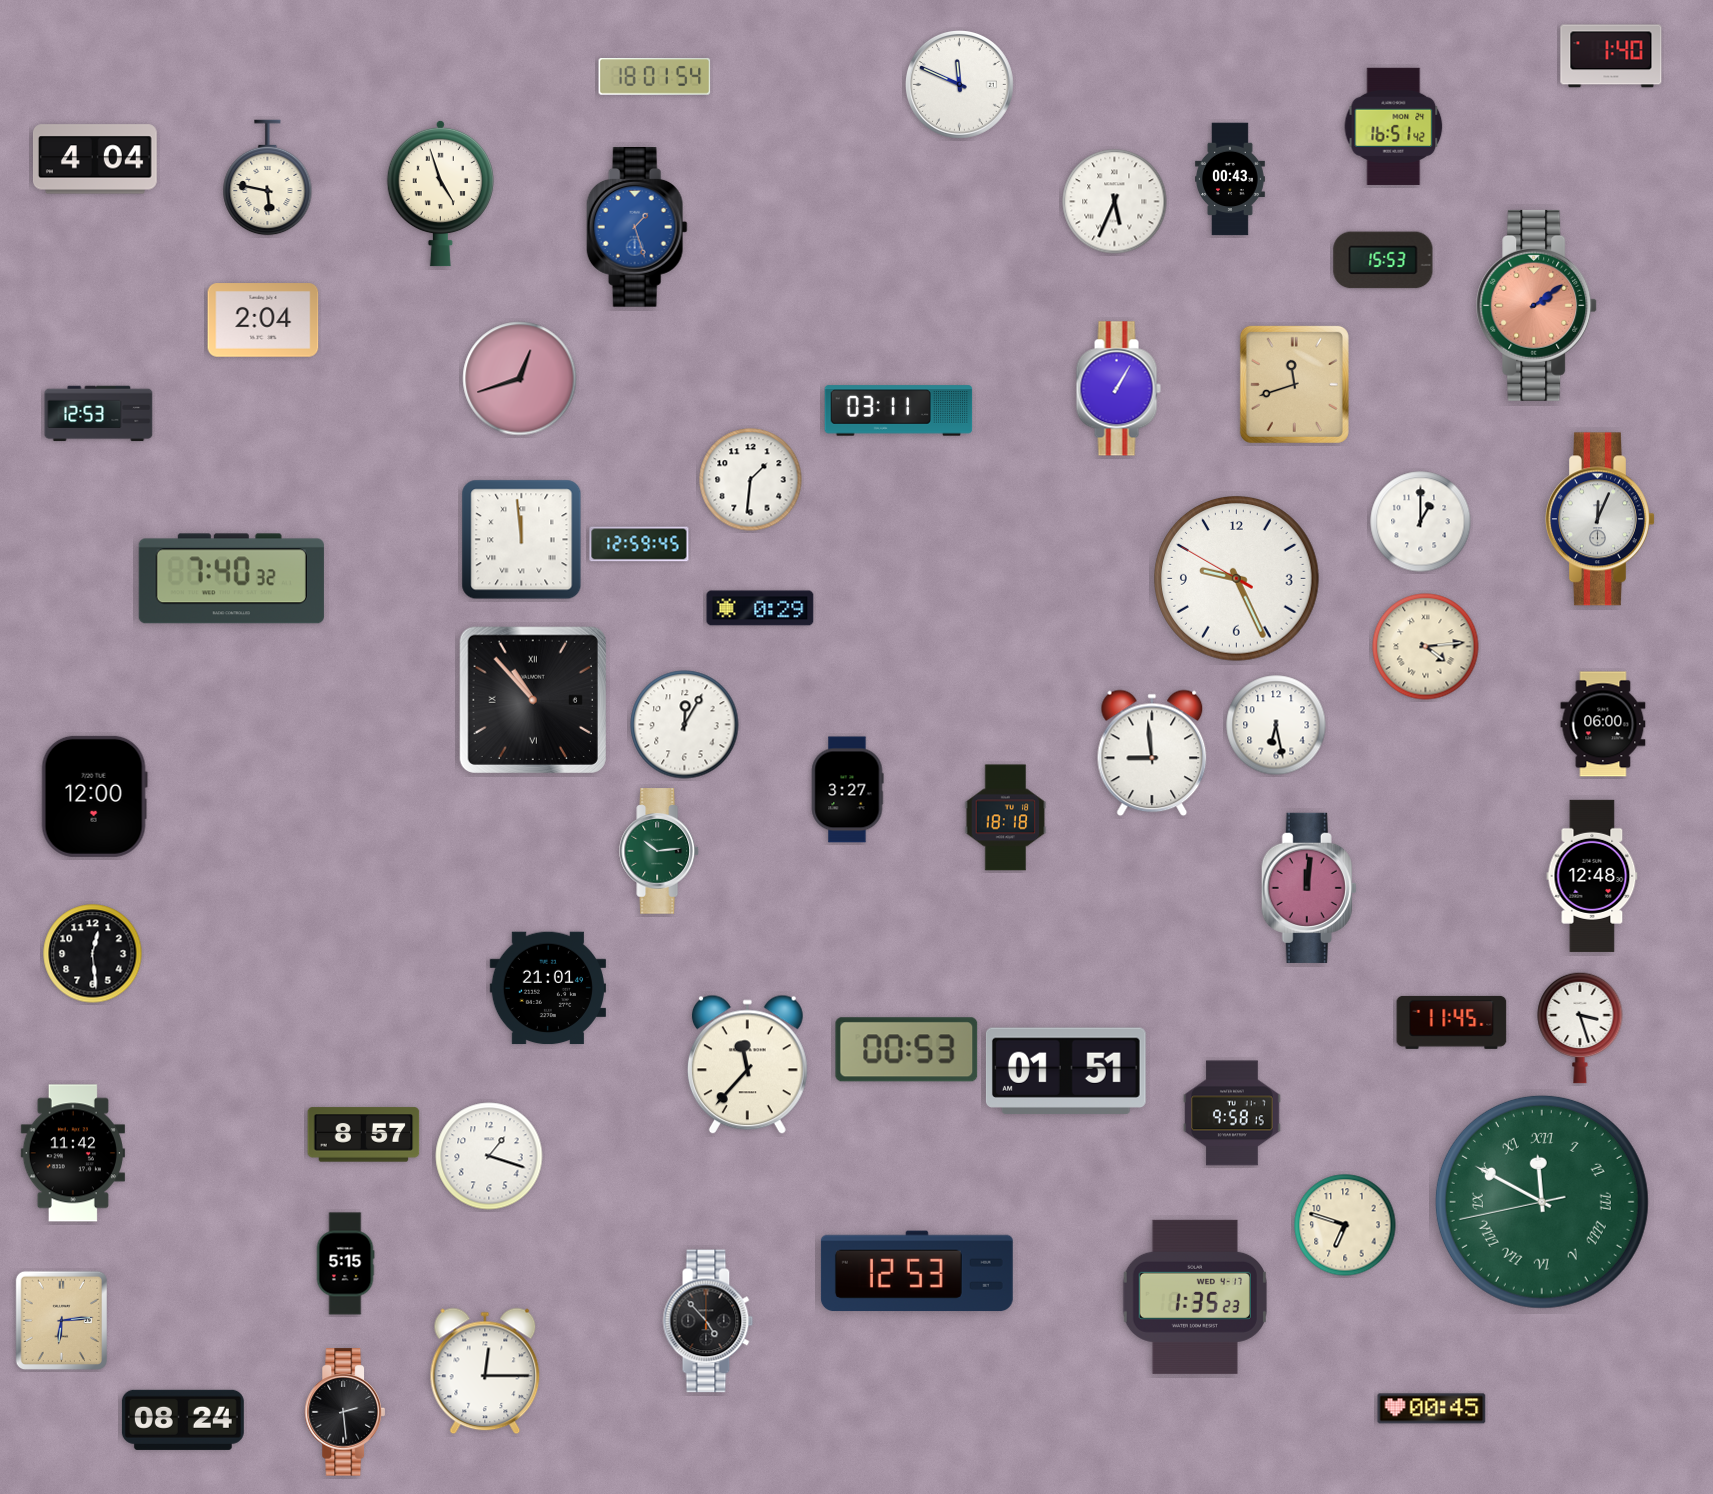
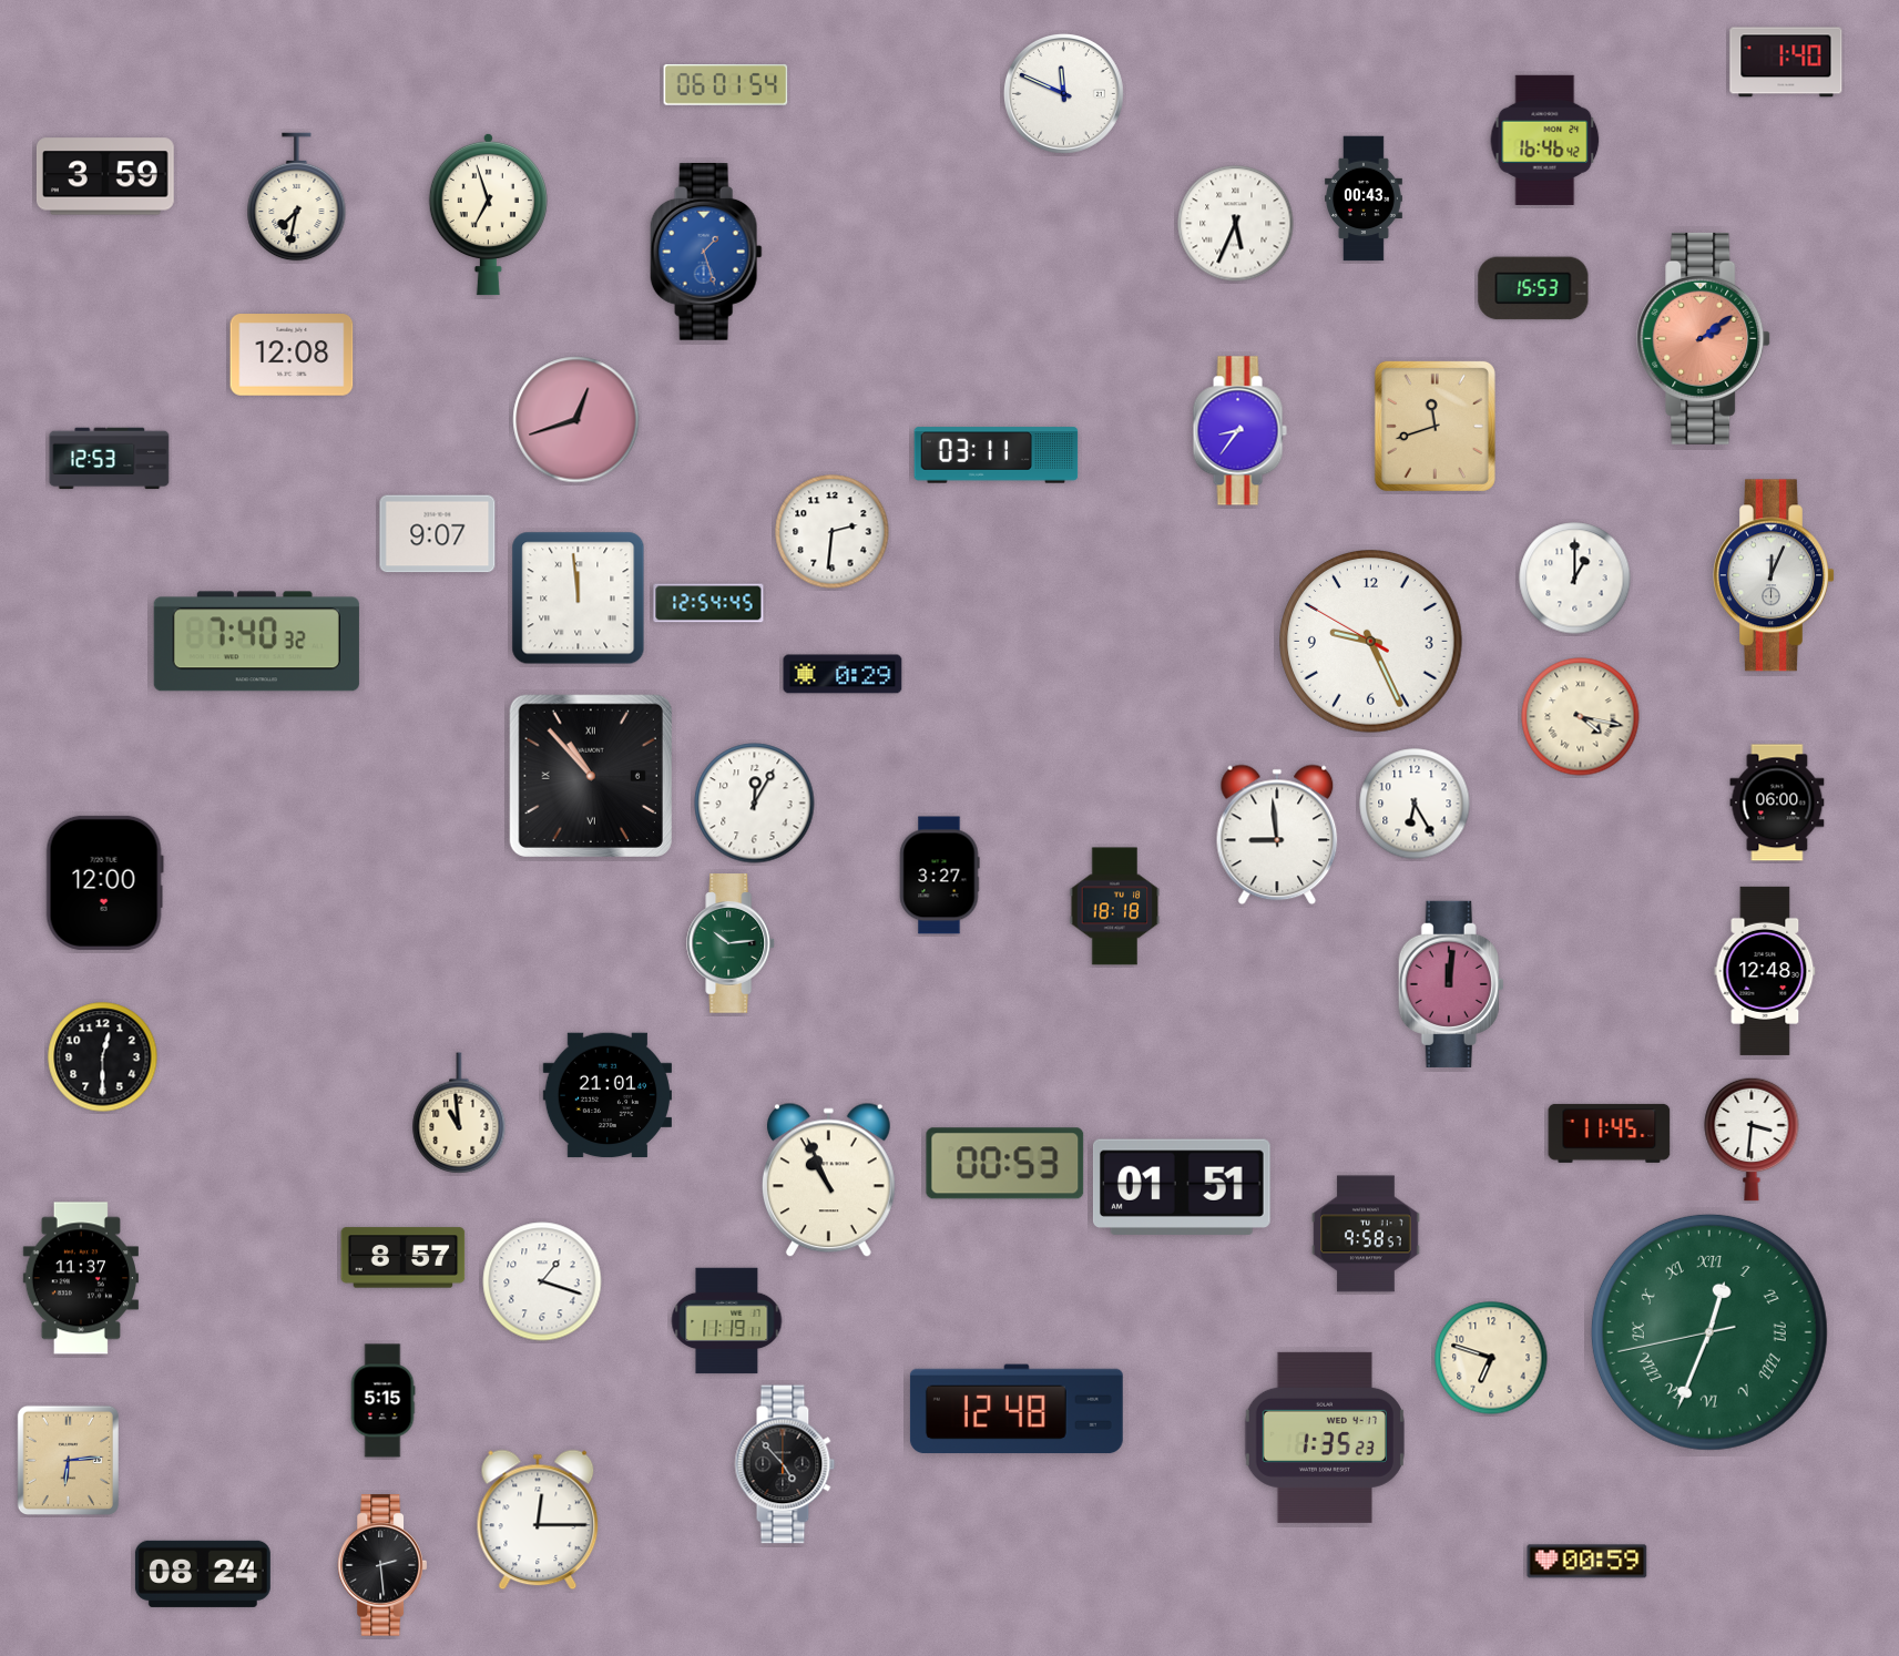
clock at (655, 77): 18:01 -> 06:01
clock at (1394, 126): 16:51 -> 16:46
clock at (95, 159): 4:04 -> 3:59
clock at (268, 178): 5:47 -> 7:32
clock at (440, 193): 4:57 -> 6:57
clock at (263, 320): 2:04 -> 12:08
clock at (1118, 389): 1:05 -> 8:36
clock at (751, 480): 1:31 -> 2:31
clock at (438, 534): none -> 9:07
clock at (639, 544): 12:59 -> 12:54
clock at (1426, 647): 4:14 -> 4:17
clock at (685, 725) position: (685, 725) -> (755, 804)
clock at (1276, 725): 6:28 -> 6:25
clock at (93, 954): 12:29 -> 12:30
clock at (459, 1113): none -> 10:59
clock at (1580, 1028): 3:27 -> 3:31
clock at (747, 1065): 11:37 -> 10:56
clock at (1232, 1113): 9:58:15 -> 9:58:57
clock at (73, 1153): 11:42 -> 11:37
clock at (727, 1321): none -> 11:19
clock at (1542, 1202): 11:49 -> 12:33
clock at (917, 1271): 12:53 -> 12:48
clock at (61, 1320) position: (61, 1320) -> (68, 1460)
clock at (1432, 1409): 00:45 -> 00:59
